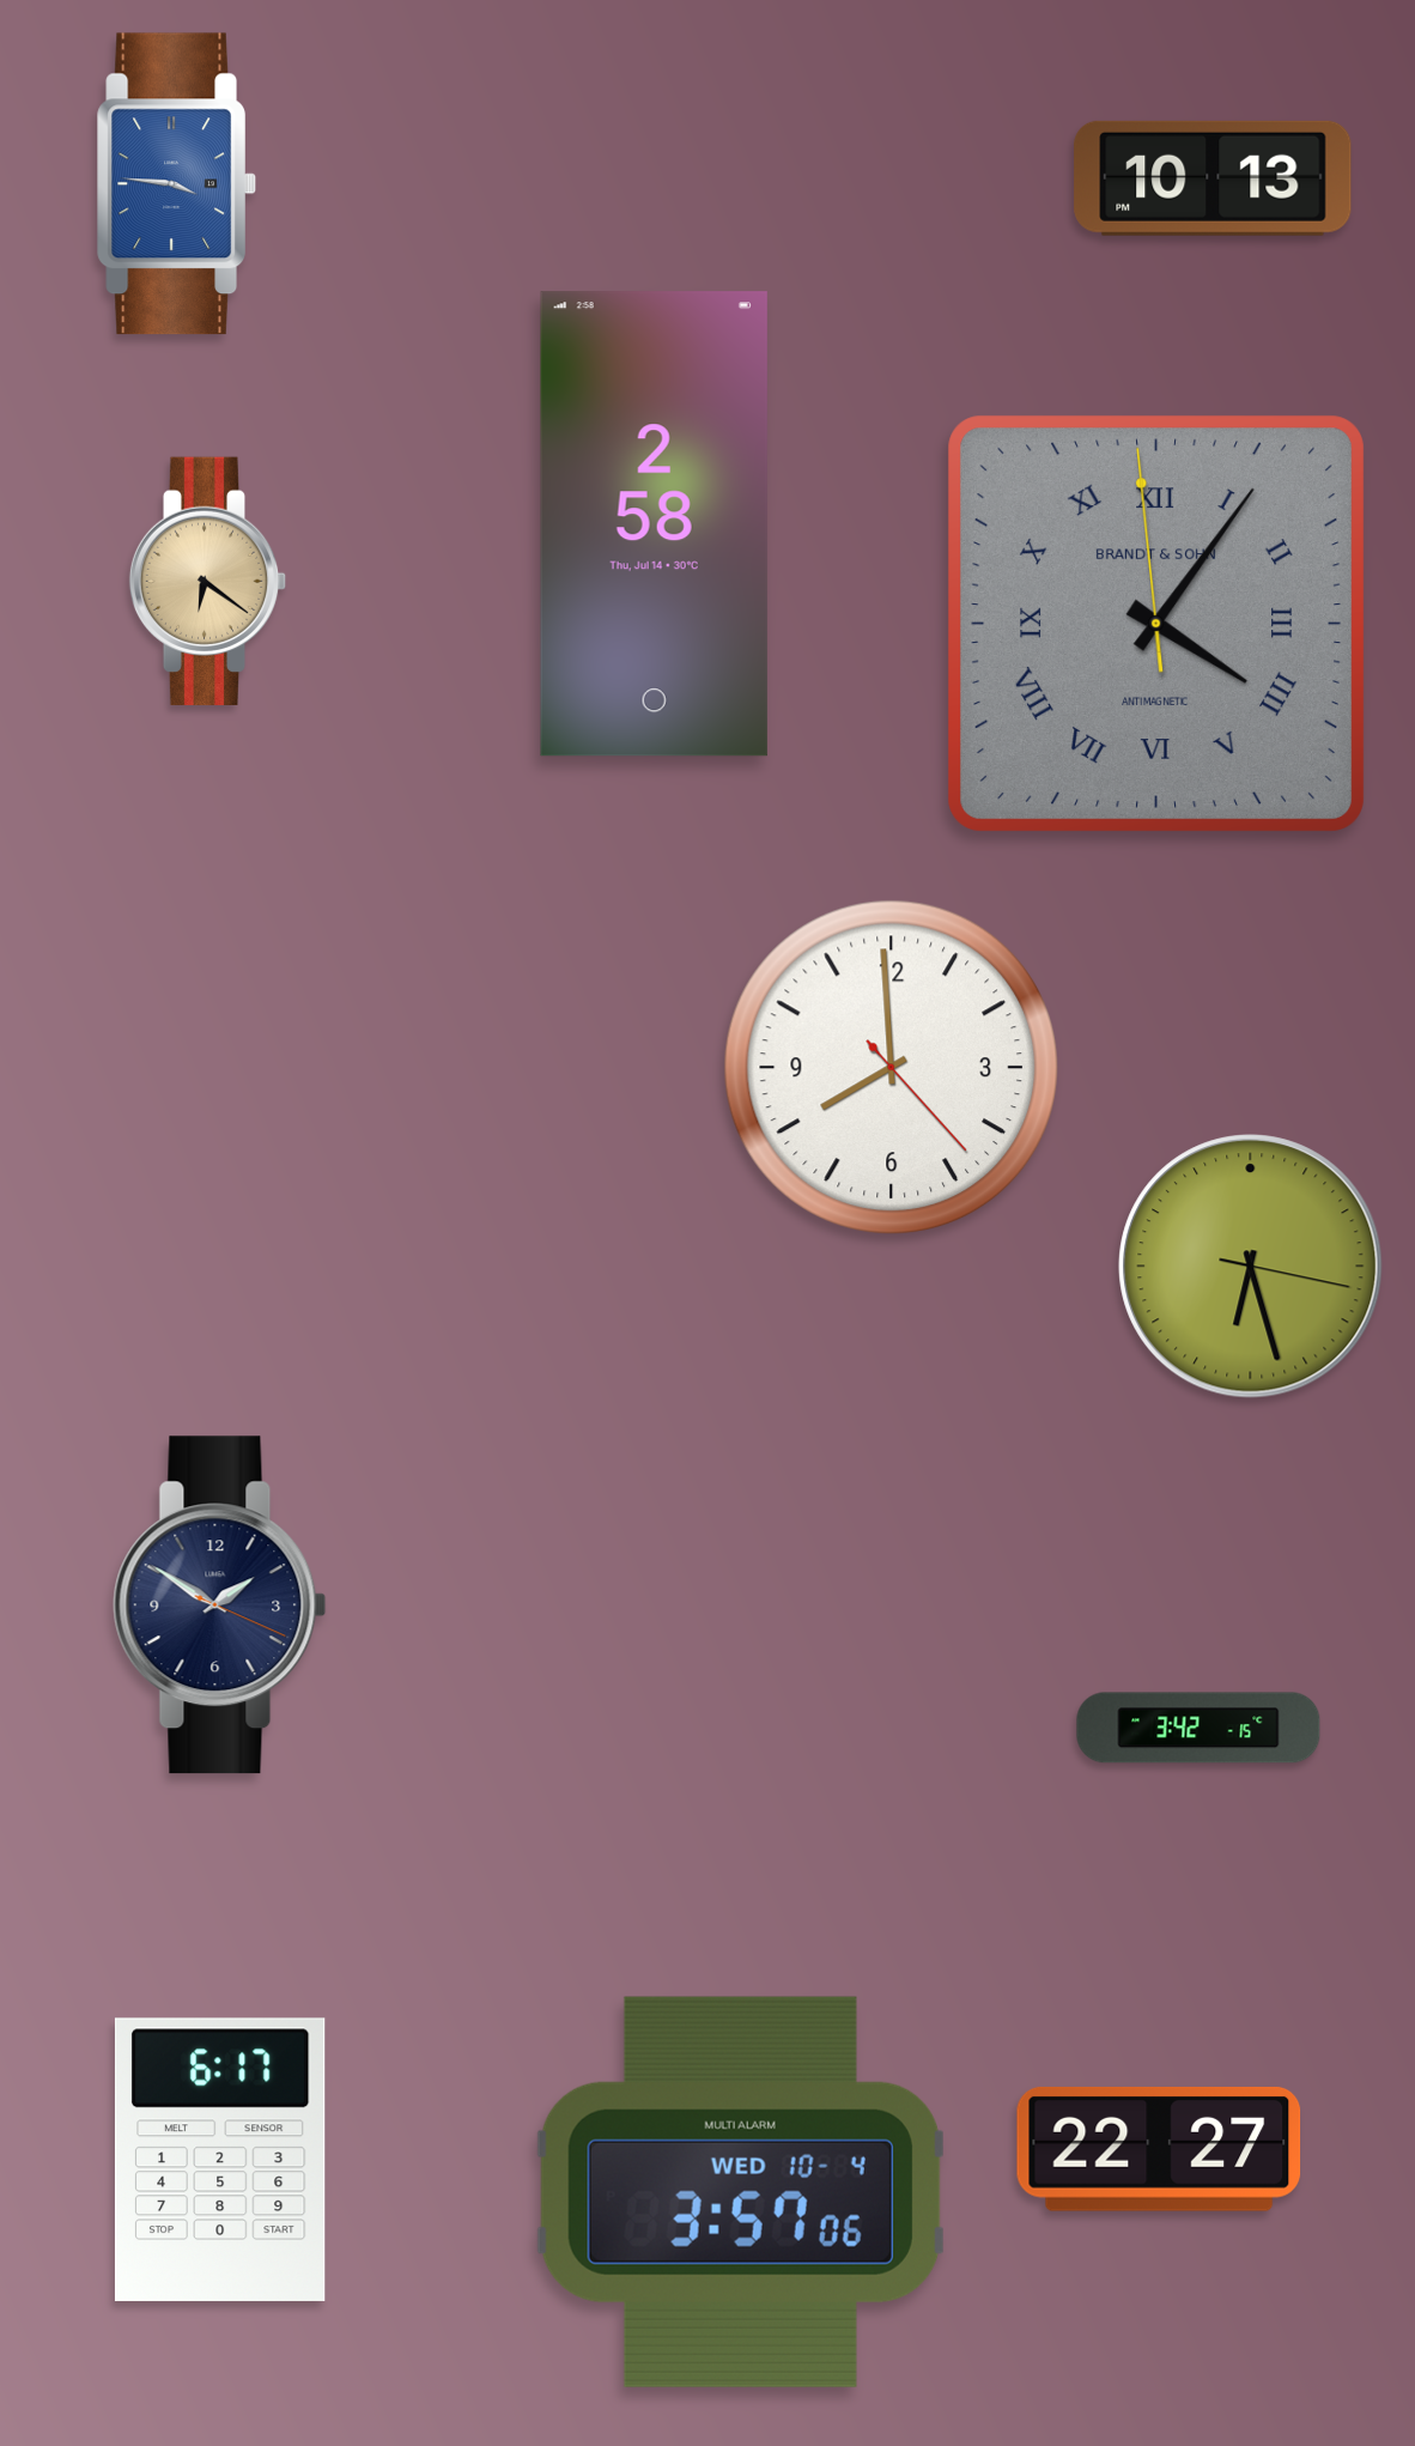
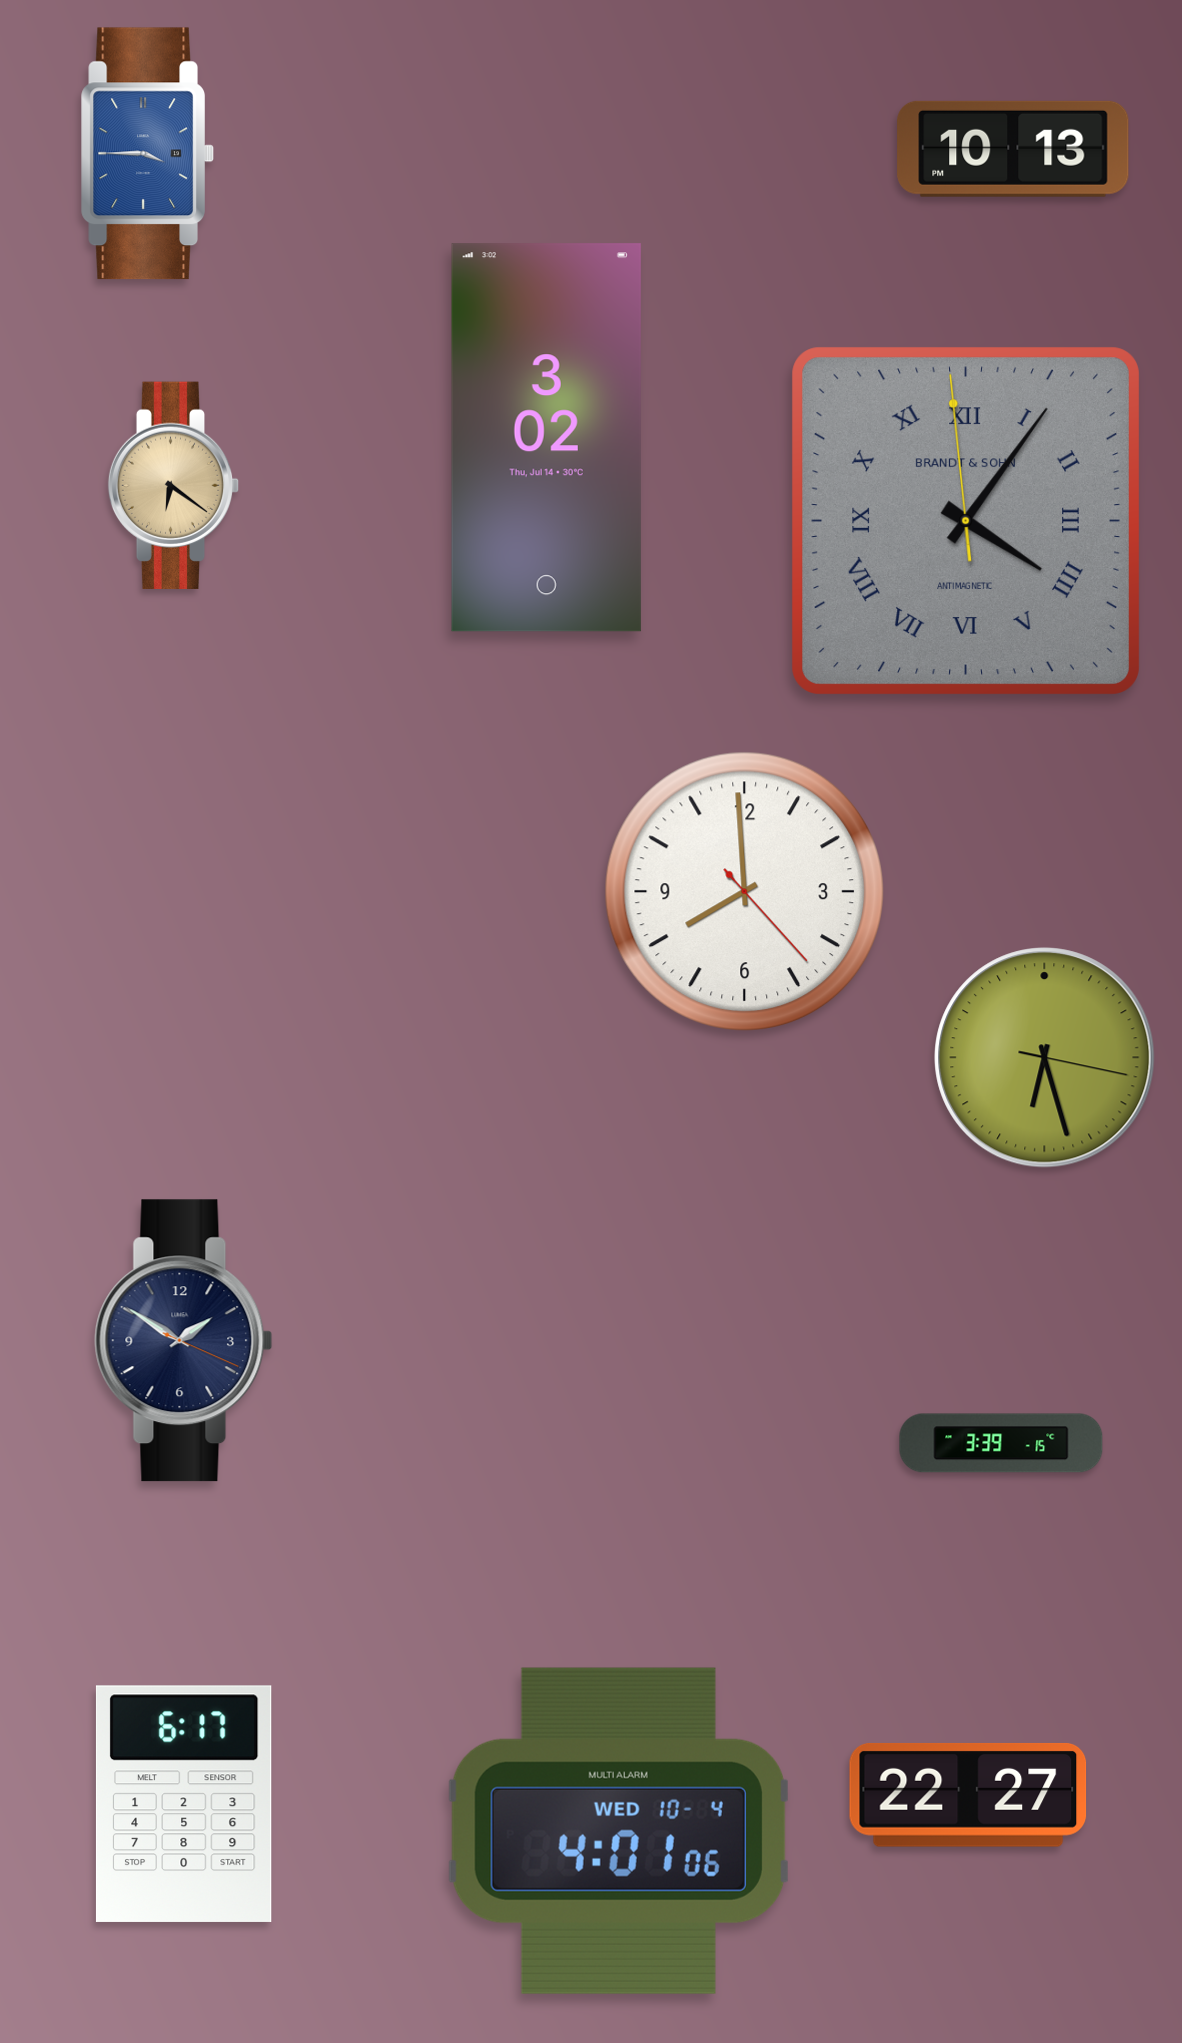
clock at (176, 184): 3:46 -> 3:45
clock at (654, 524): 2:58 -> 3:02
clock at (1198, 1728): 3:42 -> 3:39
clock at (741, 2192): 3:57 -> 4:01
